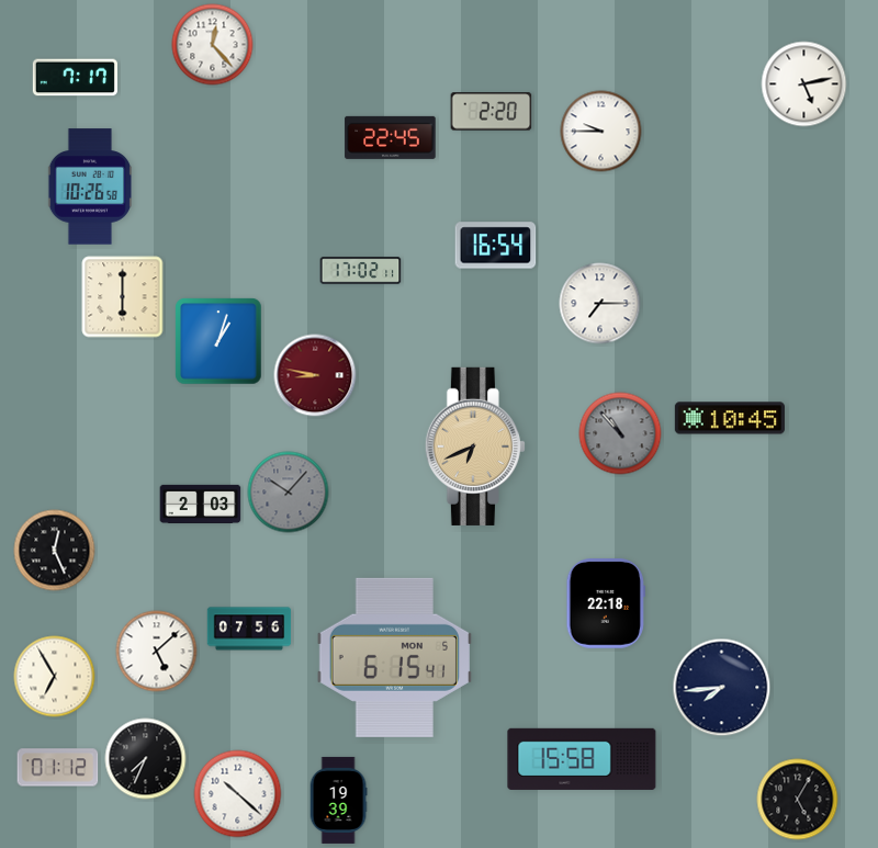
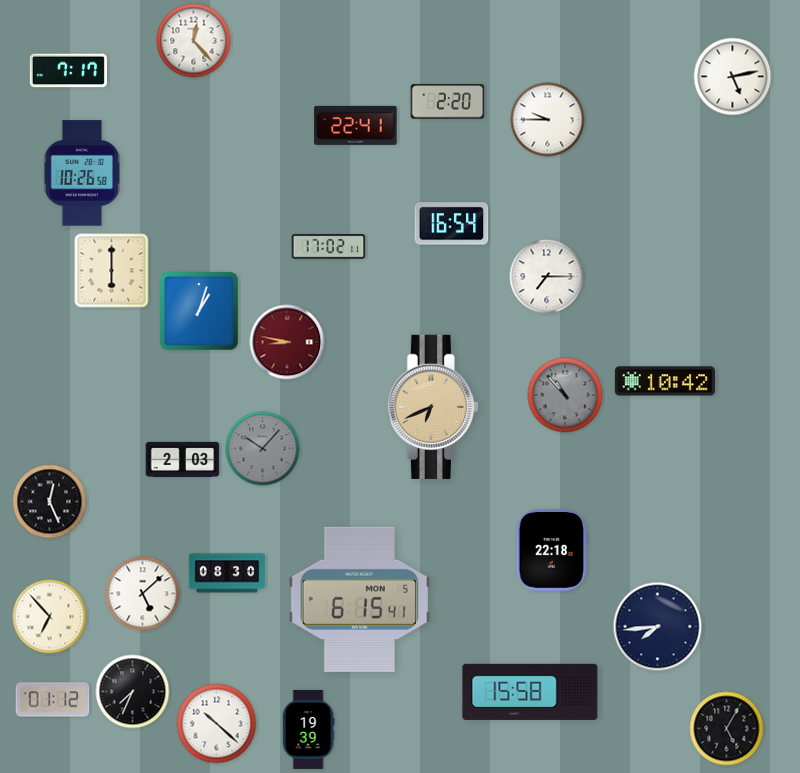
clock at (391, 137): 22:45 -> 22:41
clock at (90, 186) position: (90, 186) -> (82, 173)
clock at (730, 418): 10:45 -> 10:42
clock at (249, 629): 07:56 -> 08:30
clock at (55, 677): 6:55 -> 6:53
